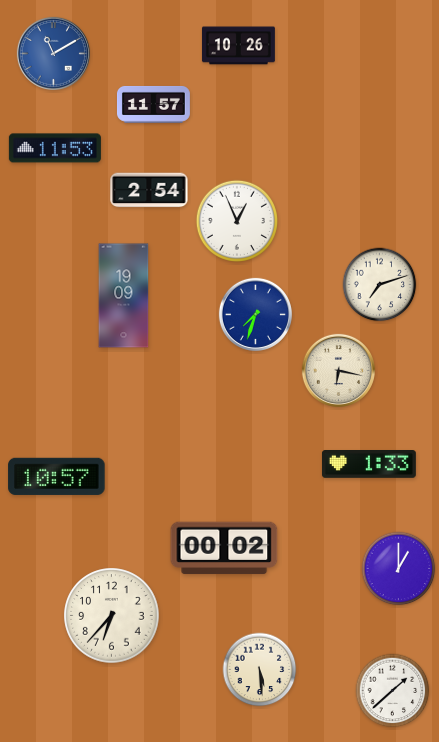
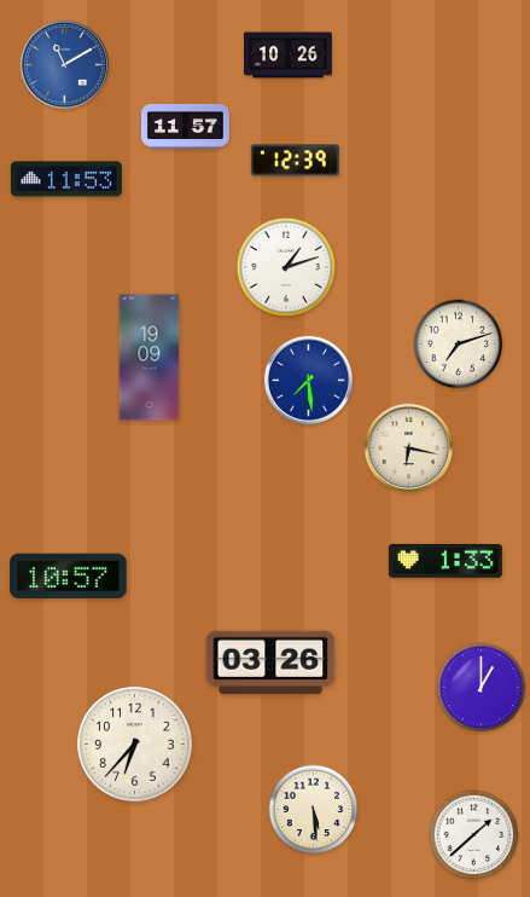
clock at (295, 161): none -> 12:39
clock at (149, 190): 2:54 -> none
clock at (236, 220): 12:56 -> 1:12
clock at (255, 314): 7:33 -> 7:29
clock at (224, 548): 00:02 -> 03:26
